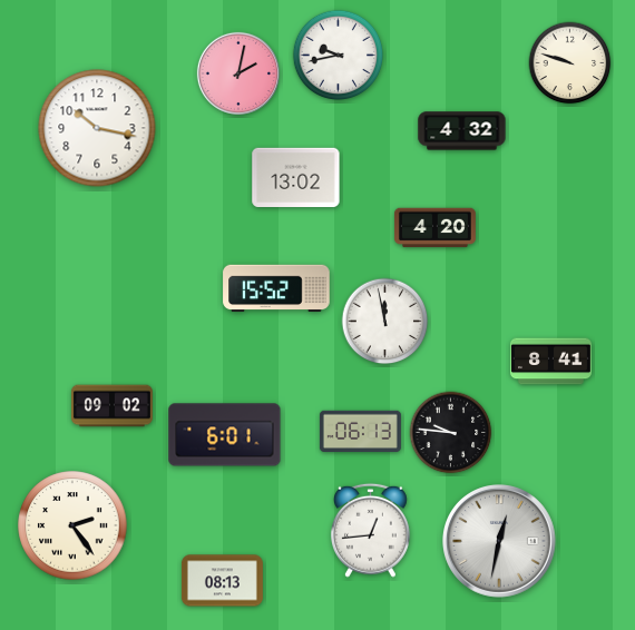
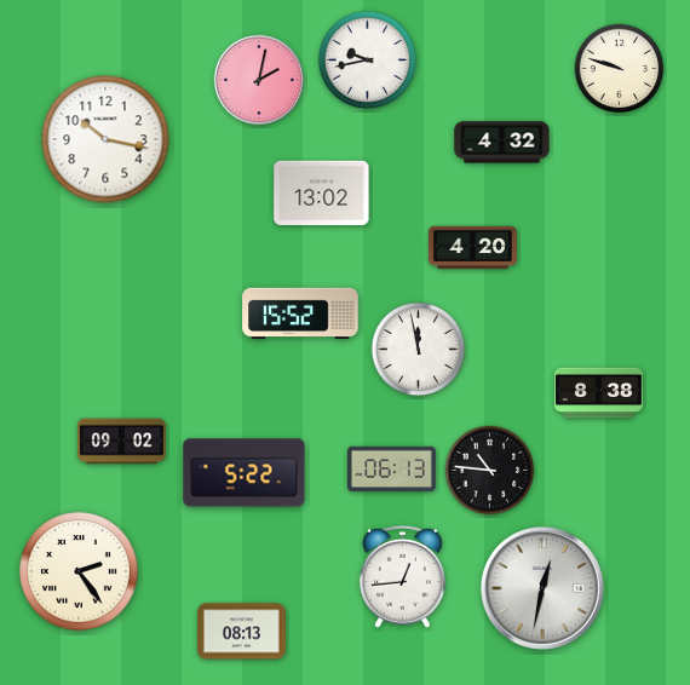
clock at (550, 362): 8:41 -> 8:38
clock at (451, 433): 9:46 -> 10:46
clock at (225, 435): 6:01 -> 5:22
